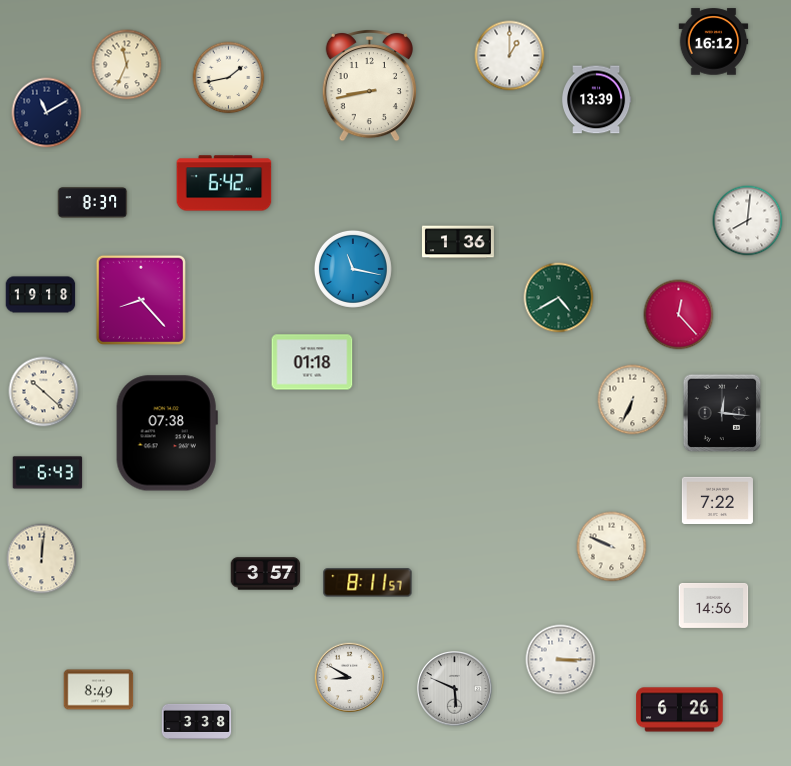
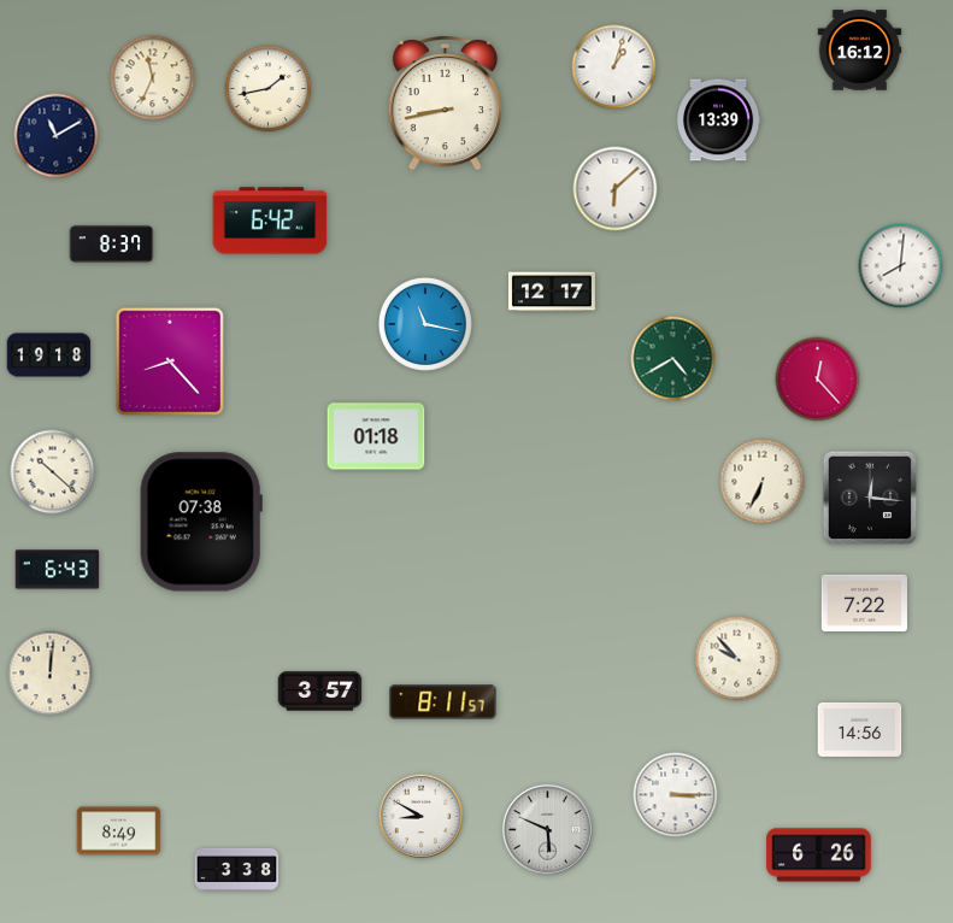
clock at (510, 56): 1:00 -> 1:03
clock at (229, 78) position: (229, 78) -> (269, 89)
clock at (616, 189): none -> 6:08
clock at (458, 242): 1:36 -> 12:17
clock at (612, 547): 9:49 -> 9:53
